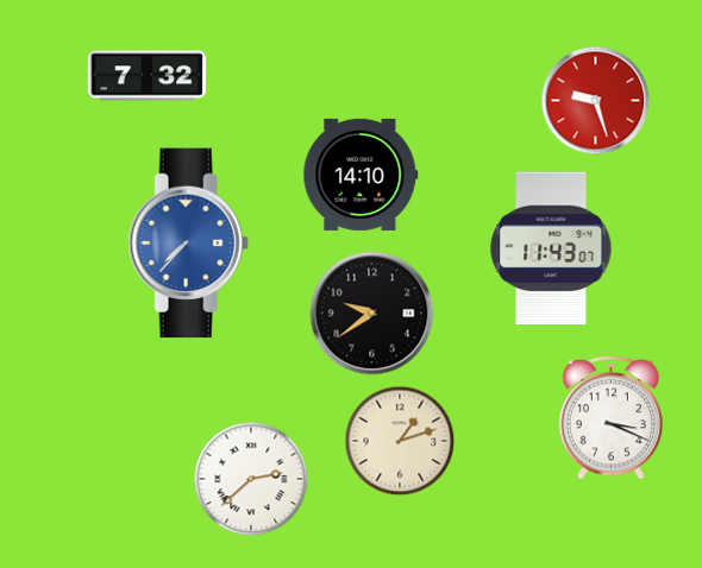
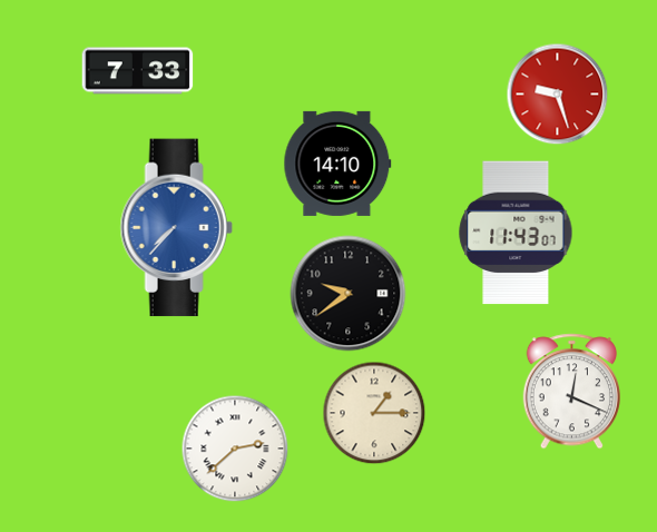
clock at (148, 76): 7:32 -> 7:33
clock at (610, 418): 3:19 -> 12:19
clock at (400, 441): 1:12 -> 1:15
